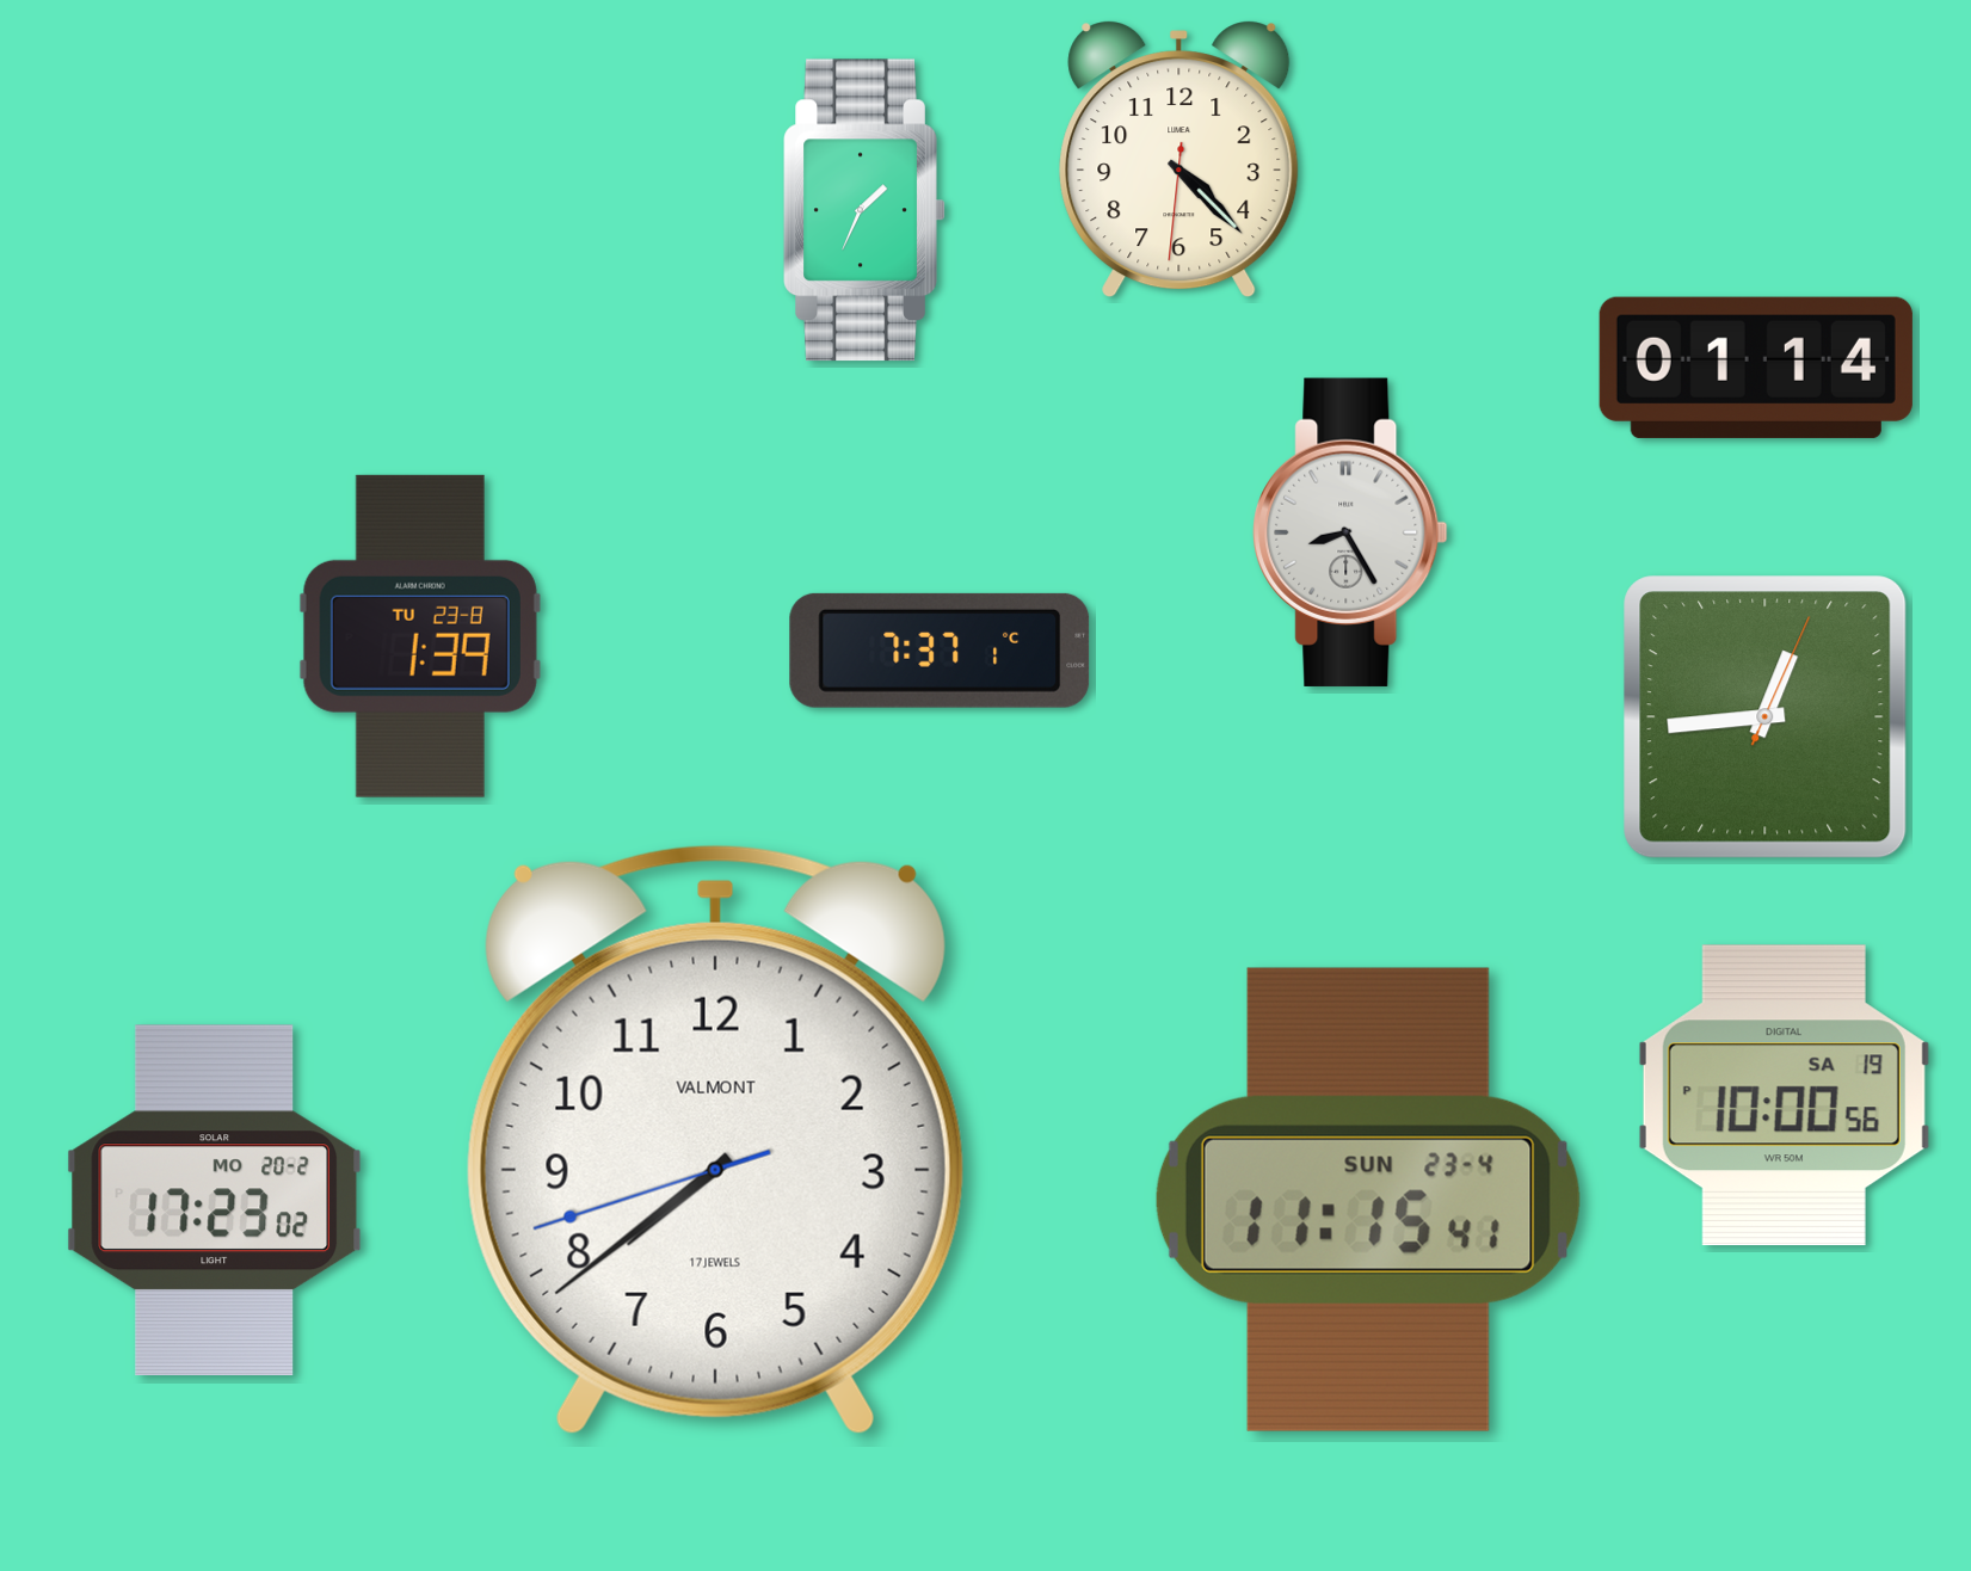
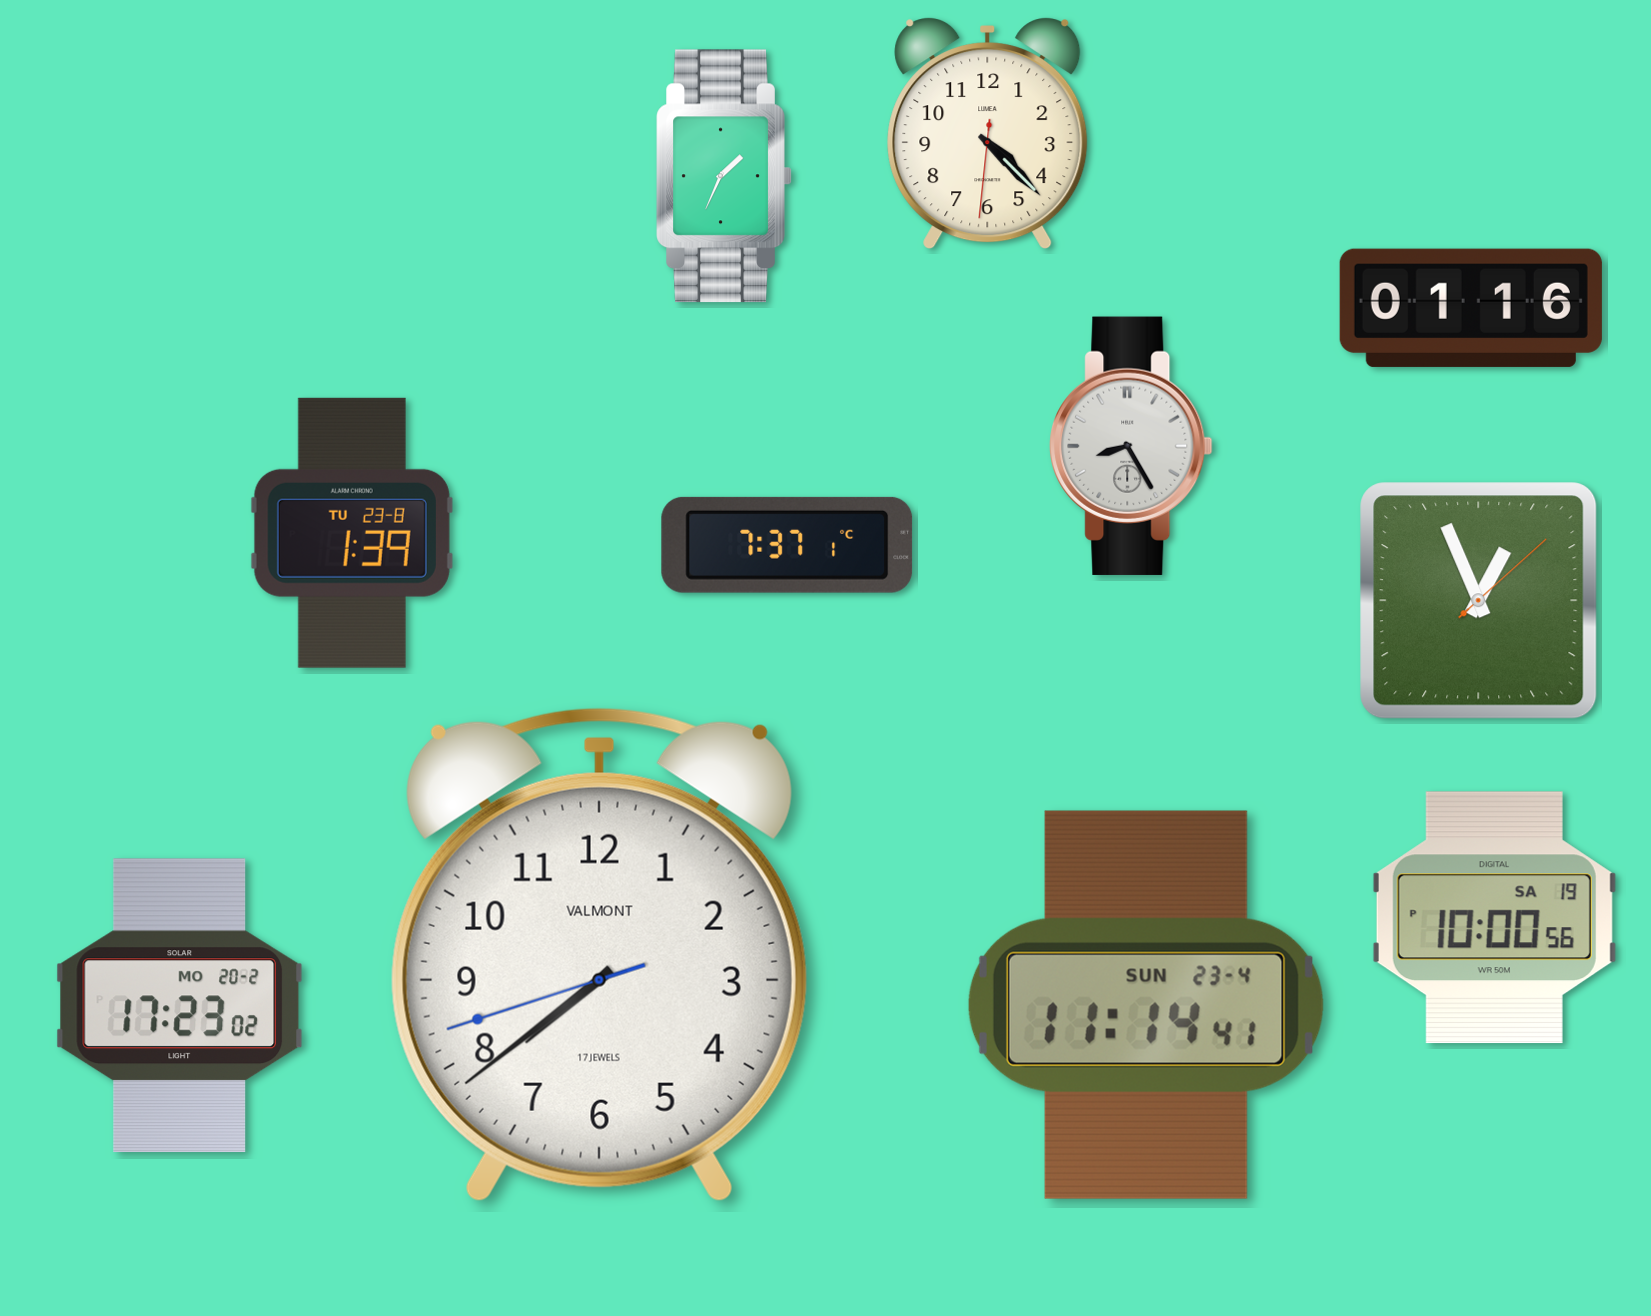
clock at (1756, 368): 01:14 -> 01:16
clock at (1766, 717): 12:44 -> 12:56
clock at (1368, 1200): 11:15 -> 11:14
